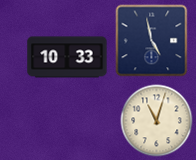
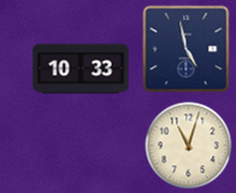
clock at (152, 41) position: (152, 41) -> (187, 49)
